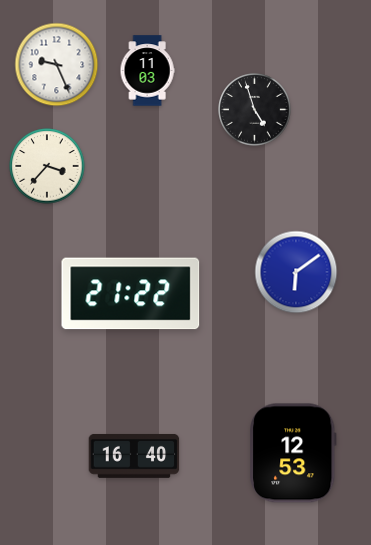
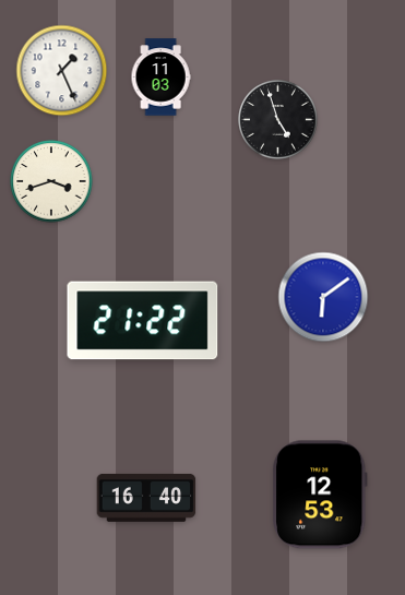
clock at (57, 65): 9:26 -> 1:26
clock at (47, 166): 3:37 -> 3:42
